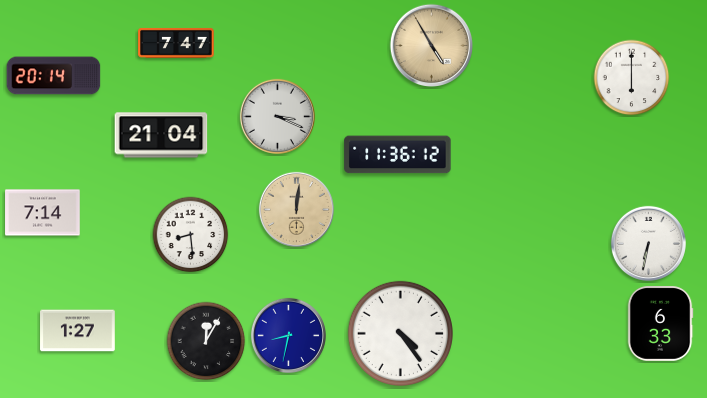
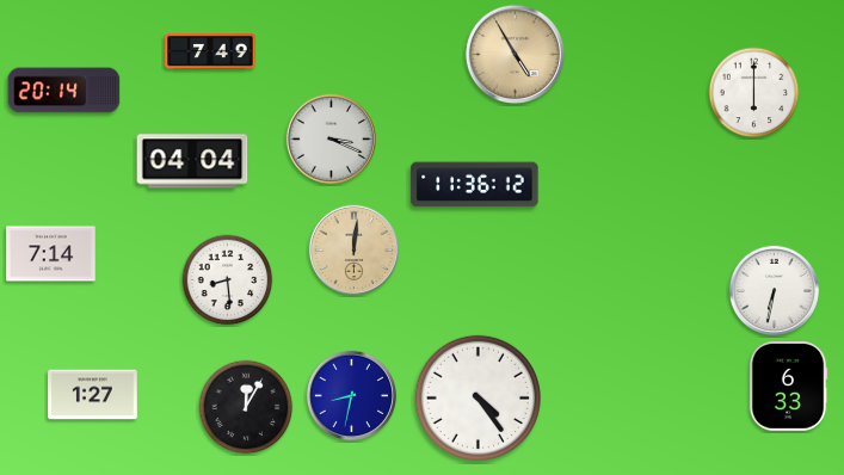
clock at (176, 43): 7:47 -> 7:49
clock at (161, 135): 21:04 -> 04:04
clock at (288, 335) position: (288, 335) -> (351, 395)
